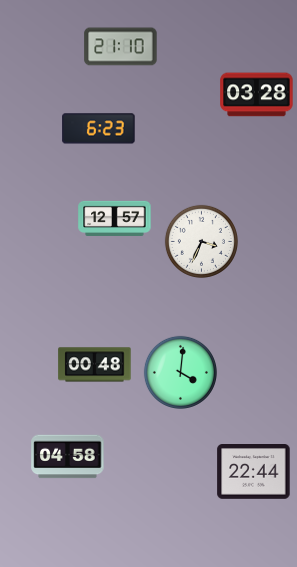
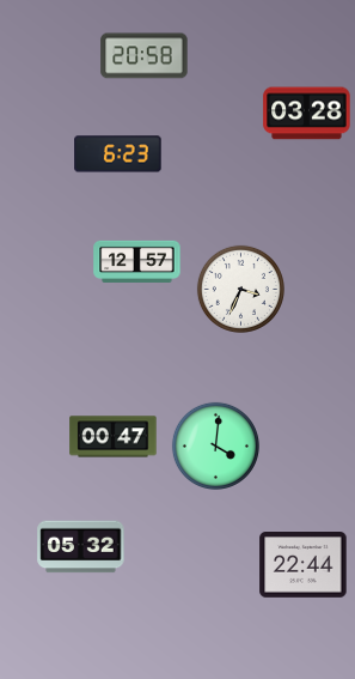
clock at (121, 47): 21:10 -> 20:58
clock at (95, 365): 00:48 -> 00:47
clock at (68, 457): 04:58 -> 05:32
